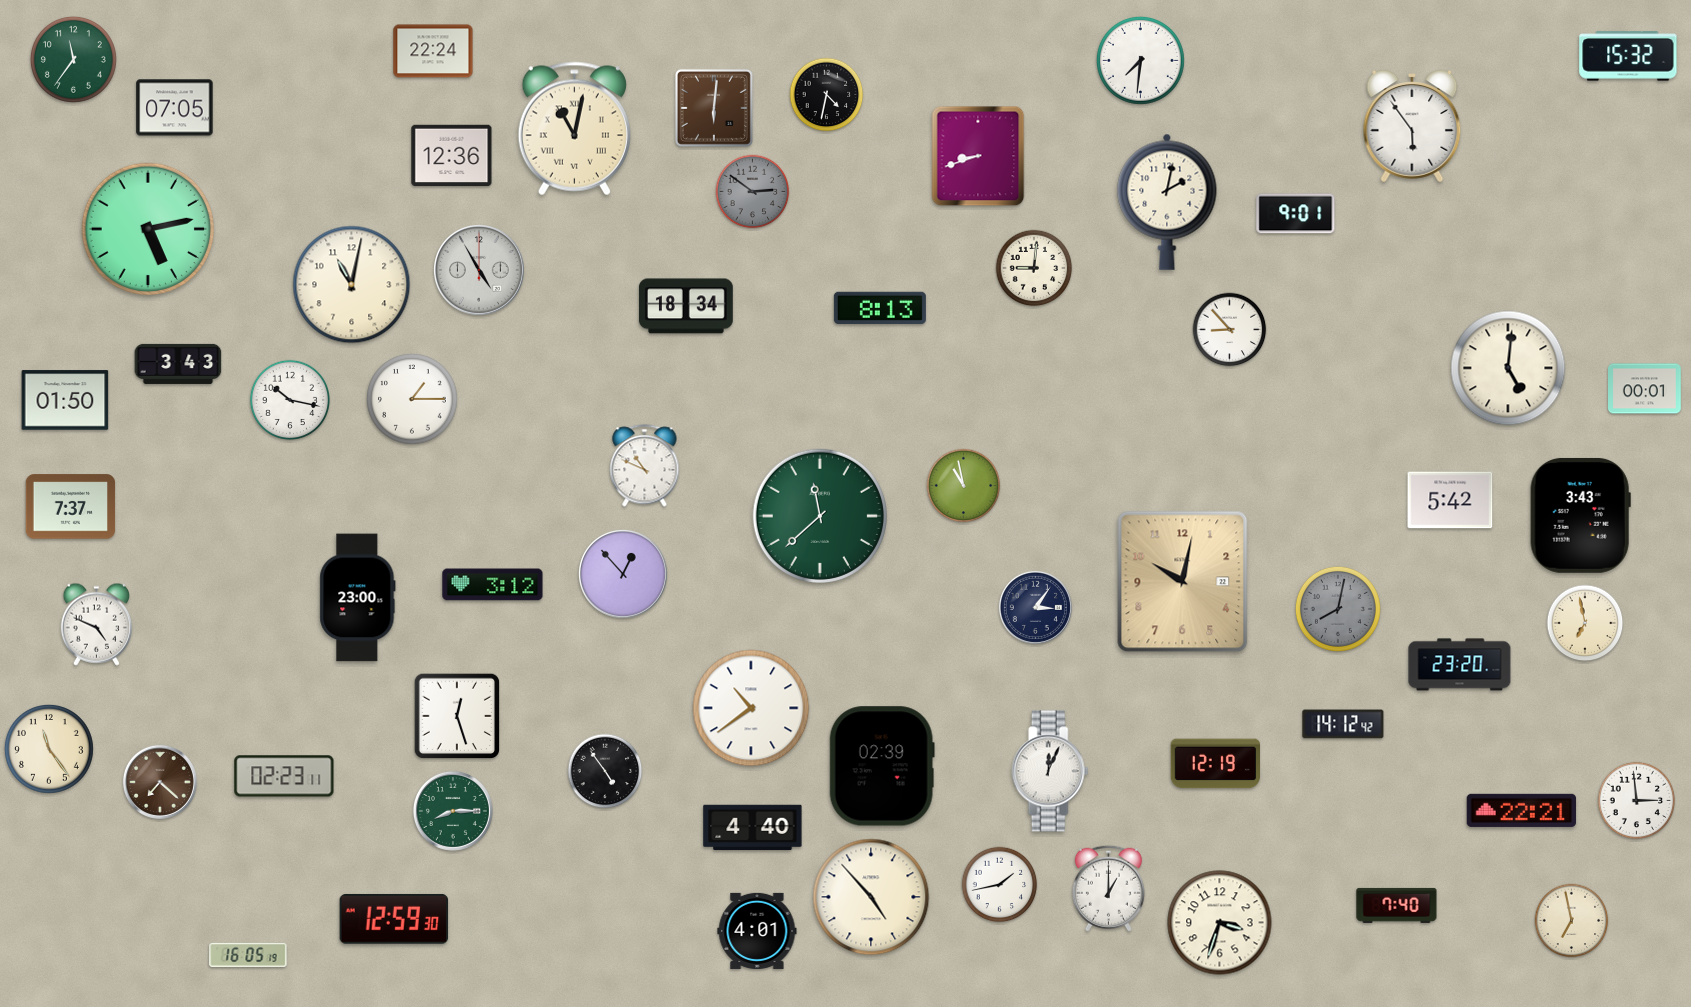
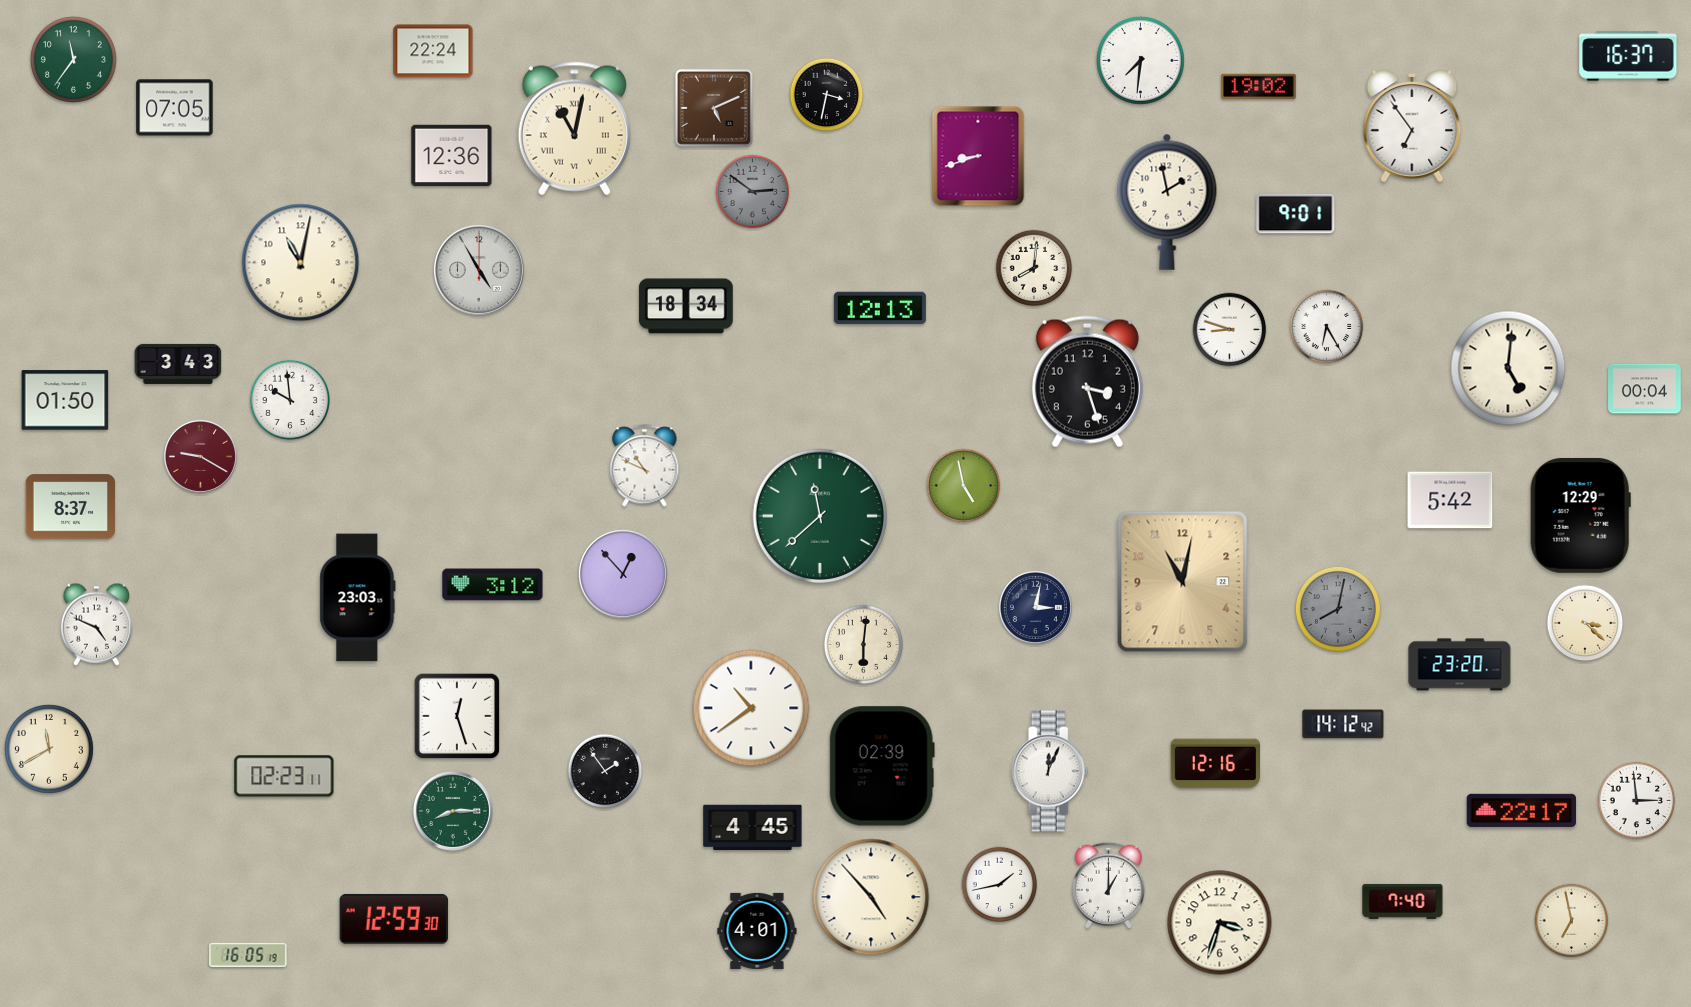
clock at (1628, 56): 15:32 -> 16:37
clock at (1259, 87): none -> 19:02
clock at (827, 95): 4:32 -> 3:32
clock at (714, 108): 6:01 -> 5:11
clock at (1412, 126): 5:54 -> 6:54
clock at (1167, 202): 2:02 -> 1:58
clock at (147, 228): 5:13 -> none
clock at (1034, 268): 9:01 -> 8:01
clock at (352, 285) position: (352, 285) -> (301, 263)
clock at (880, 307): 8:13 -> 12:13
clock at (1327, 327): none -> 6:25
clock at (1230, 330): 8:53 -> 8:48
clock at (1087, 382): none -> 3:27
clock at (1645, 389): 00:01 -> 00:04
clock at (289, 399): 10:17 -> 9:59
clock at (413, 400): 1:15 -> none
clock at (200, 456): none -> 9:20
clock at (964, 486): 10:58 -> 4:58
clock at (71, 507): 7:37 -> 8:37
clock at (1580, 515): 3:43 -> 12:29
clock at (1183, 582): 10:02 -> 11:02
clock at (358, 598): 23:00 -> 23:03
clock at (1035, 607): 3:06 -> 3:02
clock at (1585, 623): 6:58 -> 3:22
clock at (864, 645): none -> 6:01
clock at (49, 749): 11:24 -> 11:40
clock at (1216, 764): 12:19 -> 12:16
clock at (605, 771): 4:54 -> 1:54
clock at (160, 782): 7:22 -> none
clock at (1522, 810): 22:21 -> 22:17
clock at (753, 828): 4:40 -> 4:45
clock at (1108, 888) position: (1108, 888) -> (1108, 885)
clock at (1397, 905) position: (1397, 905) -> (1403, 901)
